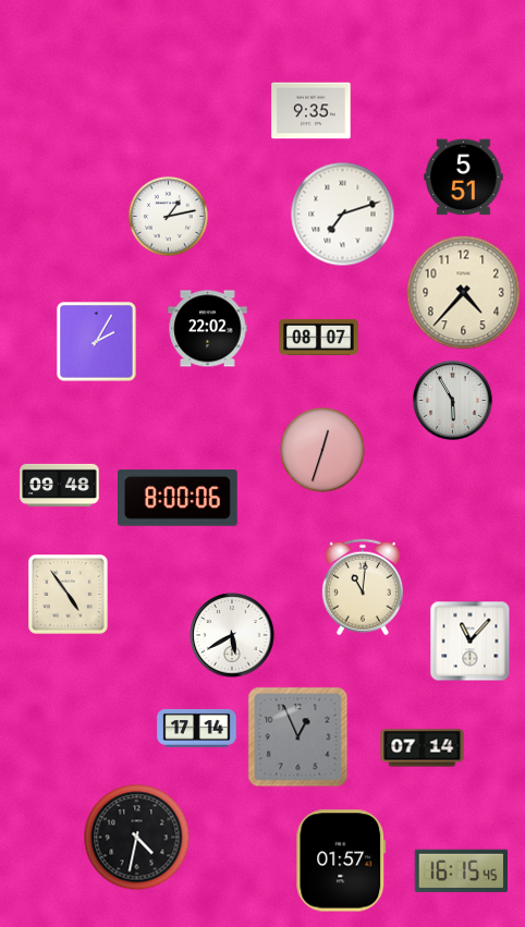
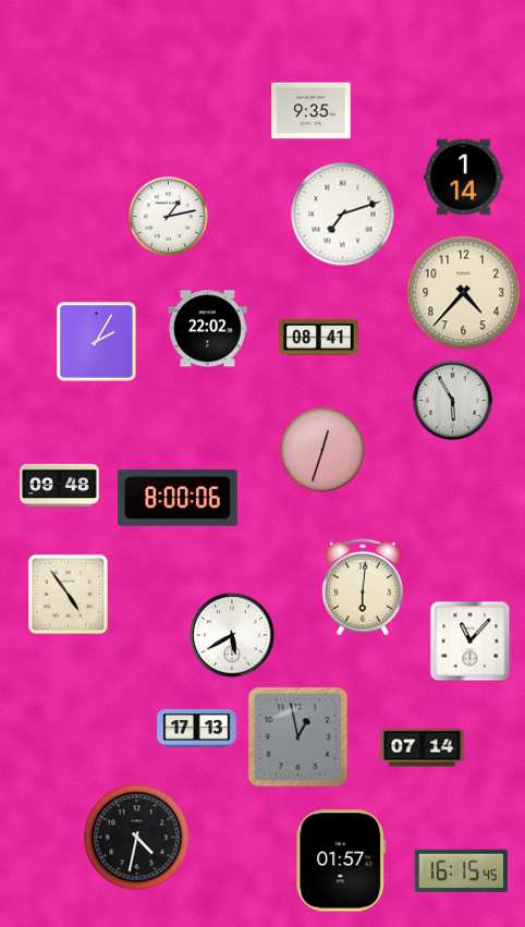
clock at (464, 178): 5:51 -> 1:14
clock at (319, 337): 08:07 -> 08:41
clock at (363, 587): 11:01 -> 6:01
clock at (197, 729): 17:14 -> 17:13
clock at (298, 737): 12:56 -> 12:58
